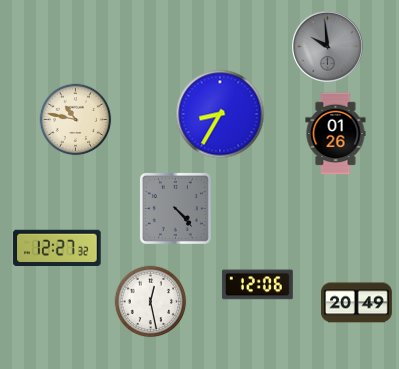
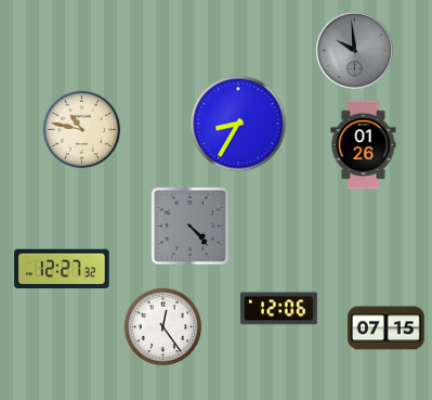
clock at (151, 302): 12:28 -> 12:24
clock at (357, 303): 20:49 -> 07:15
